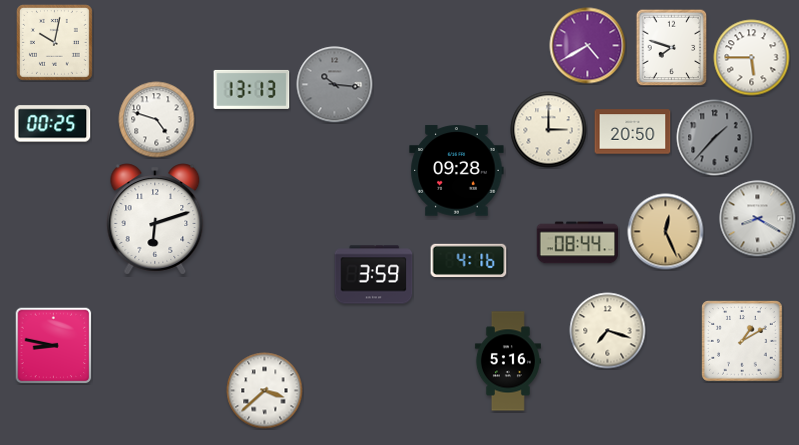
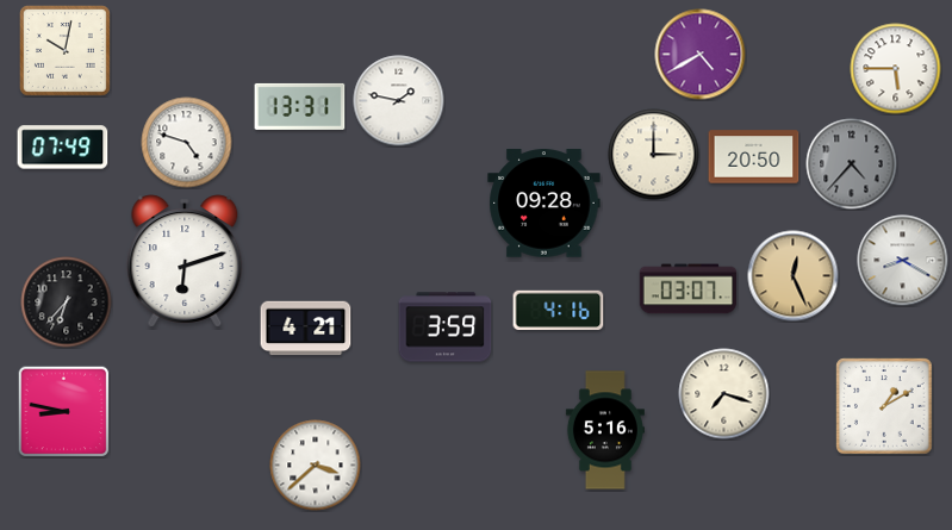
clock at (672, 47): 7:48 -> none
clock at (335, 85): 10:16 -> 1:47
clock at (335, 85) dial: grey -> white
clock at (252, 89): 13:13 -> 13:31
clock at (53, 124): 00:25 -> 07:49
clock at (715, 138): 1:37 -> 4:37
clock at (578, 243): 08:44 -> 03:07
clock at (67, 303): none -> 6:37
clock at (306, 329): none -> 4:21
